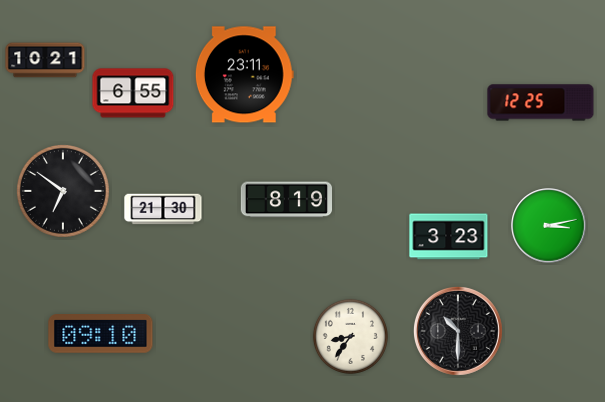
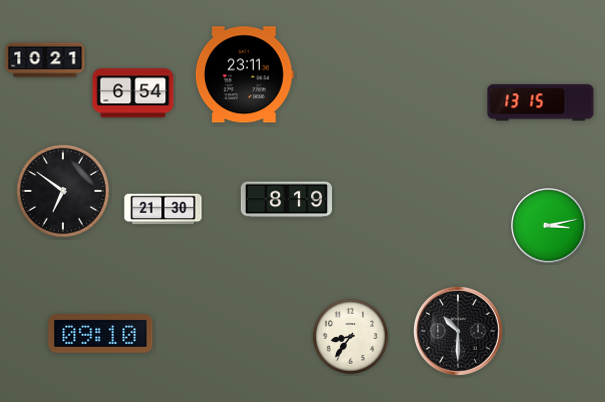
clock at (133, 93): 6:55 -> 6:54
clock at (541, 103): 12:25 -> 13:15
clock at (449, 237): 3:23 -> none
